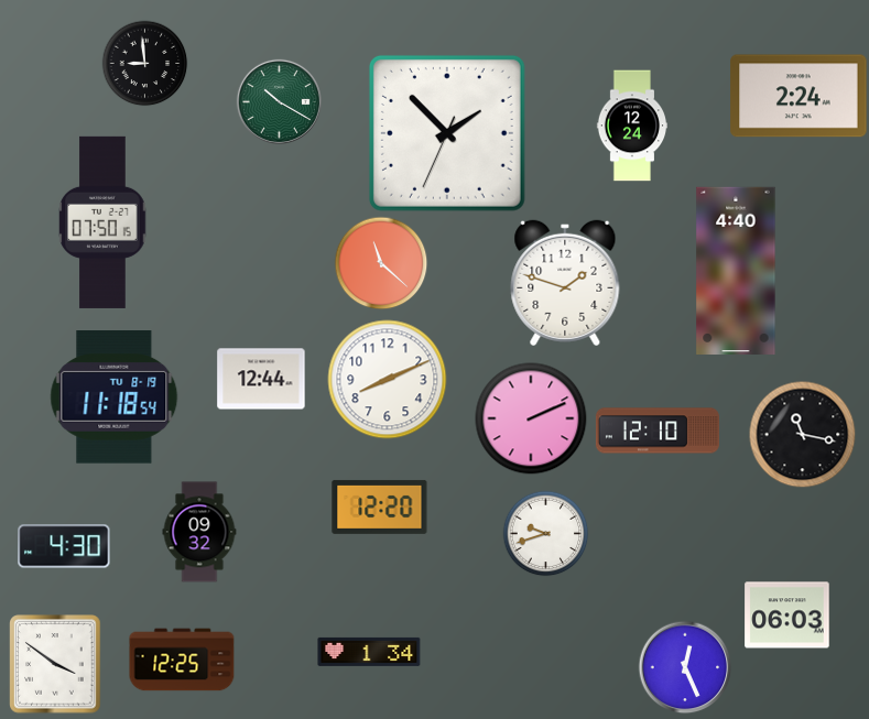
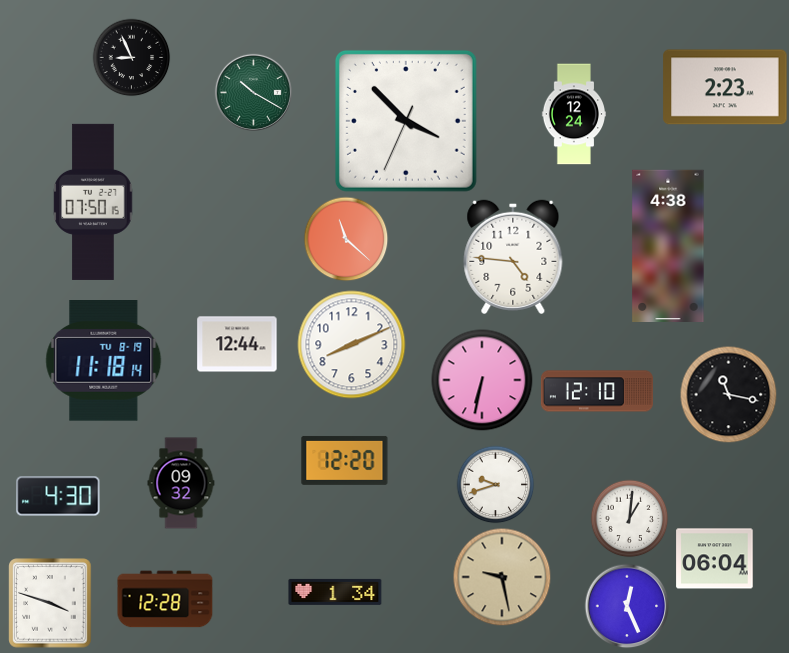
clock at (144, 63): 8:59 -> 8:56
clock at (799, 96): 2:24 -> 2:23
clock at (447, 133): 1:52 -> 3:52
clock at (736, 270): 4:40 -> 4:38
clock at (565, 283): 1:48 -> 4:46
clock at (115, 397): 11:18:54 -> 11:18:14
clock at (531, 418): 2:11 -> 6:32
clock at (629, 518): none -> 1:01
clock at (787, 615): 06:03 -> 06:04
clock at (502, 577): none -> 9:28
clock at (182, 660): 12:25 -> 12:28
clock at (55, 664): 3:51 -> 3:48
clock at (685, 667) position: (685, 667) -> (627, 606)
